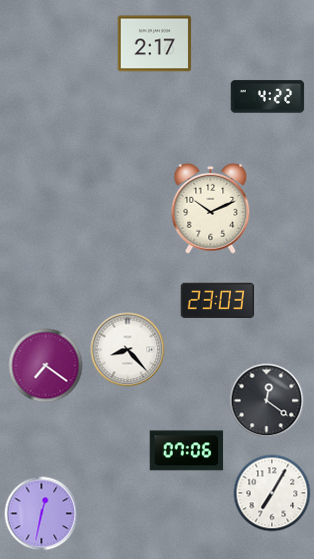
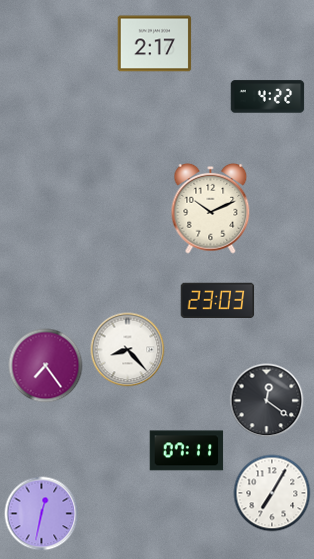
clock at (46, 366): 7:21 -> 7:24
clock at (187, 451): 07:06 -> 07:11
